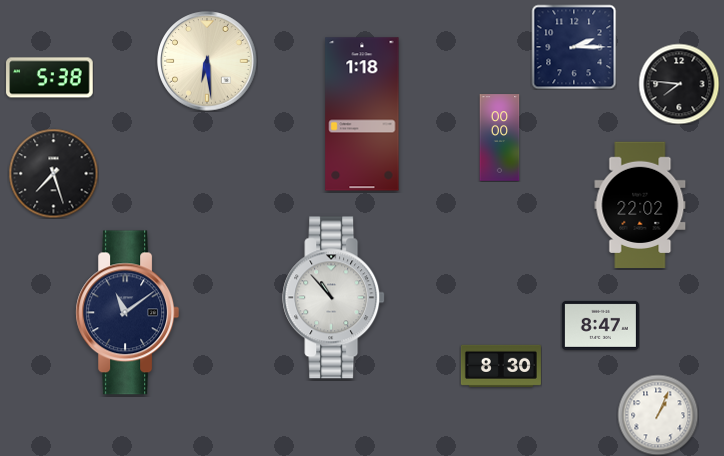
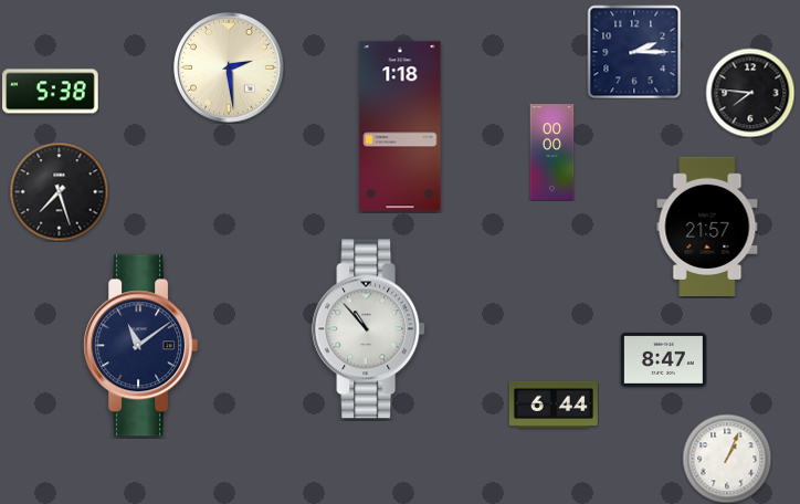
clock at (207, 61): 6:29 -> 2:29
clock at (50, 78) position: (50, 78) -> (51, 92)
clock at (640, 204): 22:02 -> 21:57
clock at (501, 366): 8:30 -> 6:44
